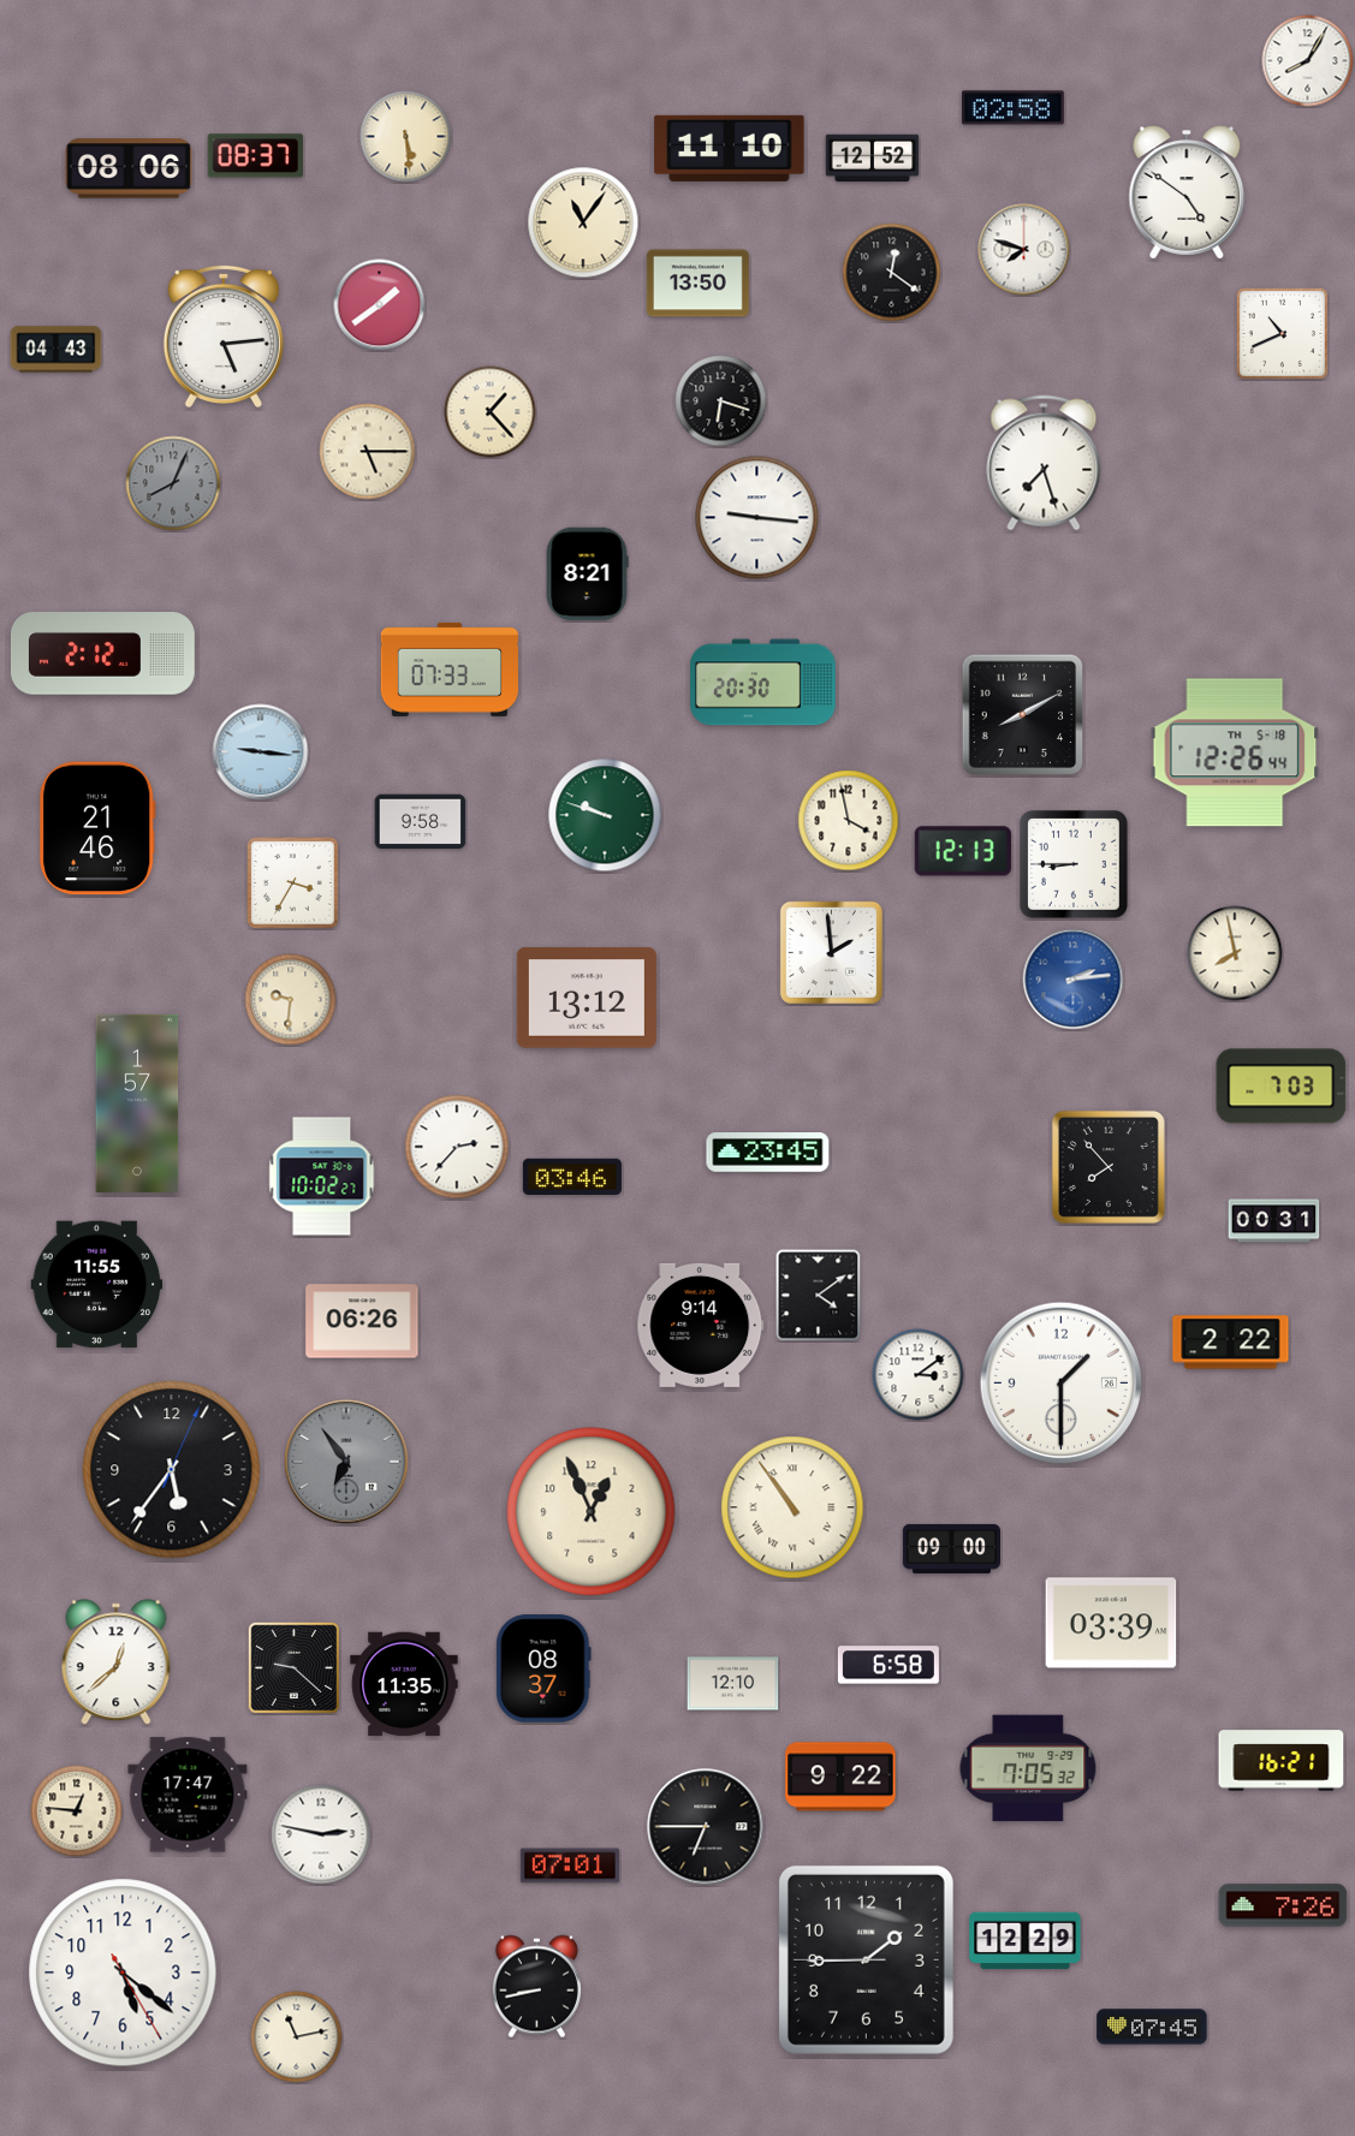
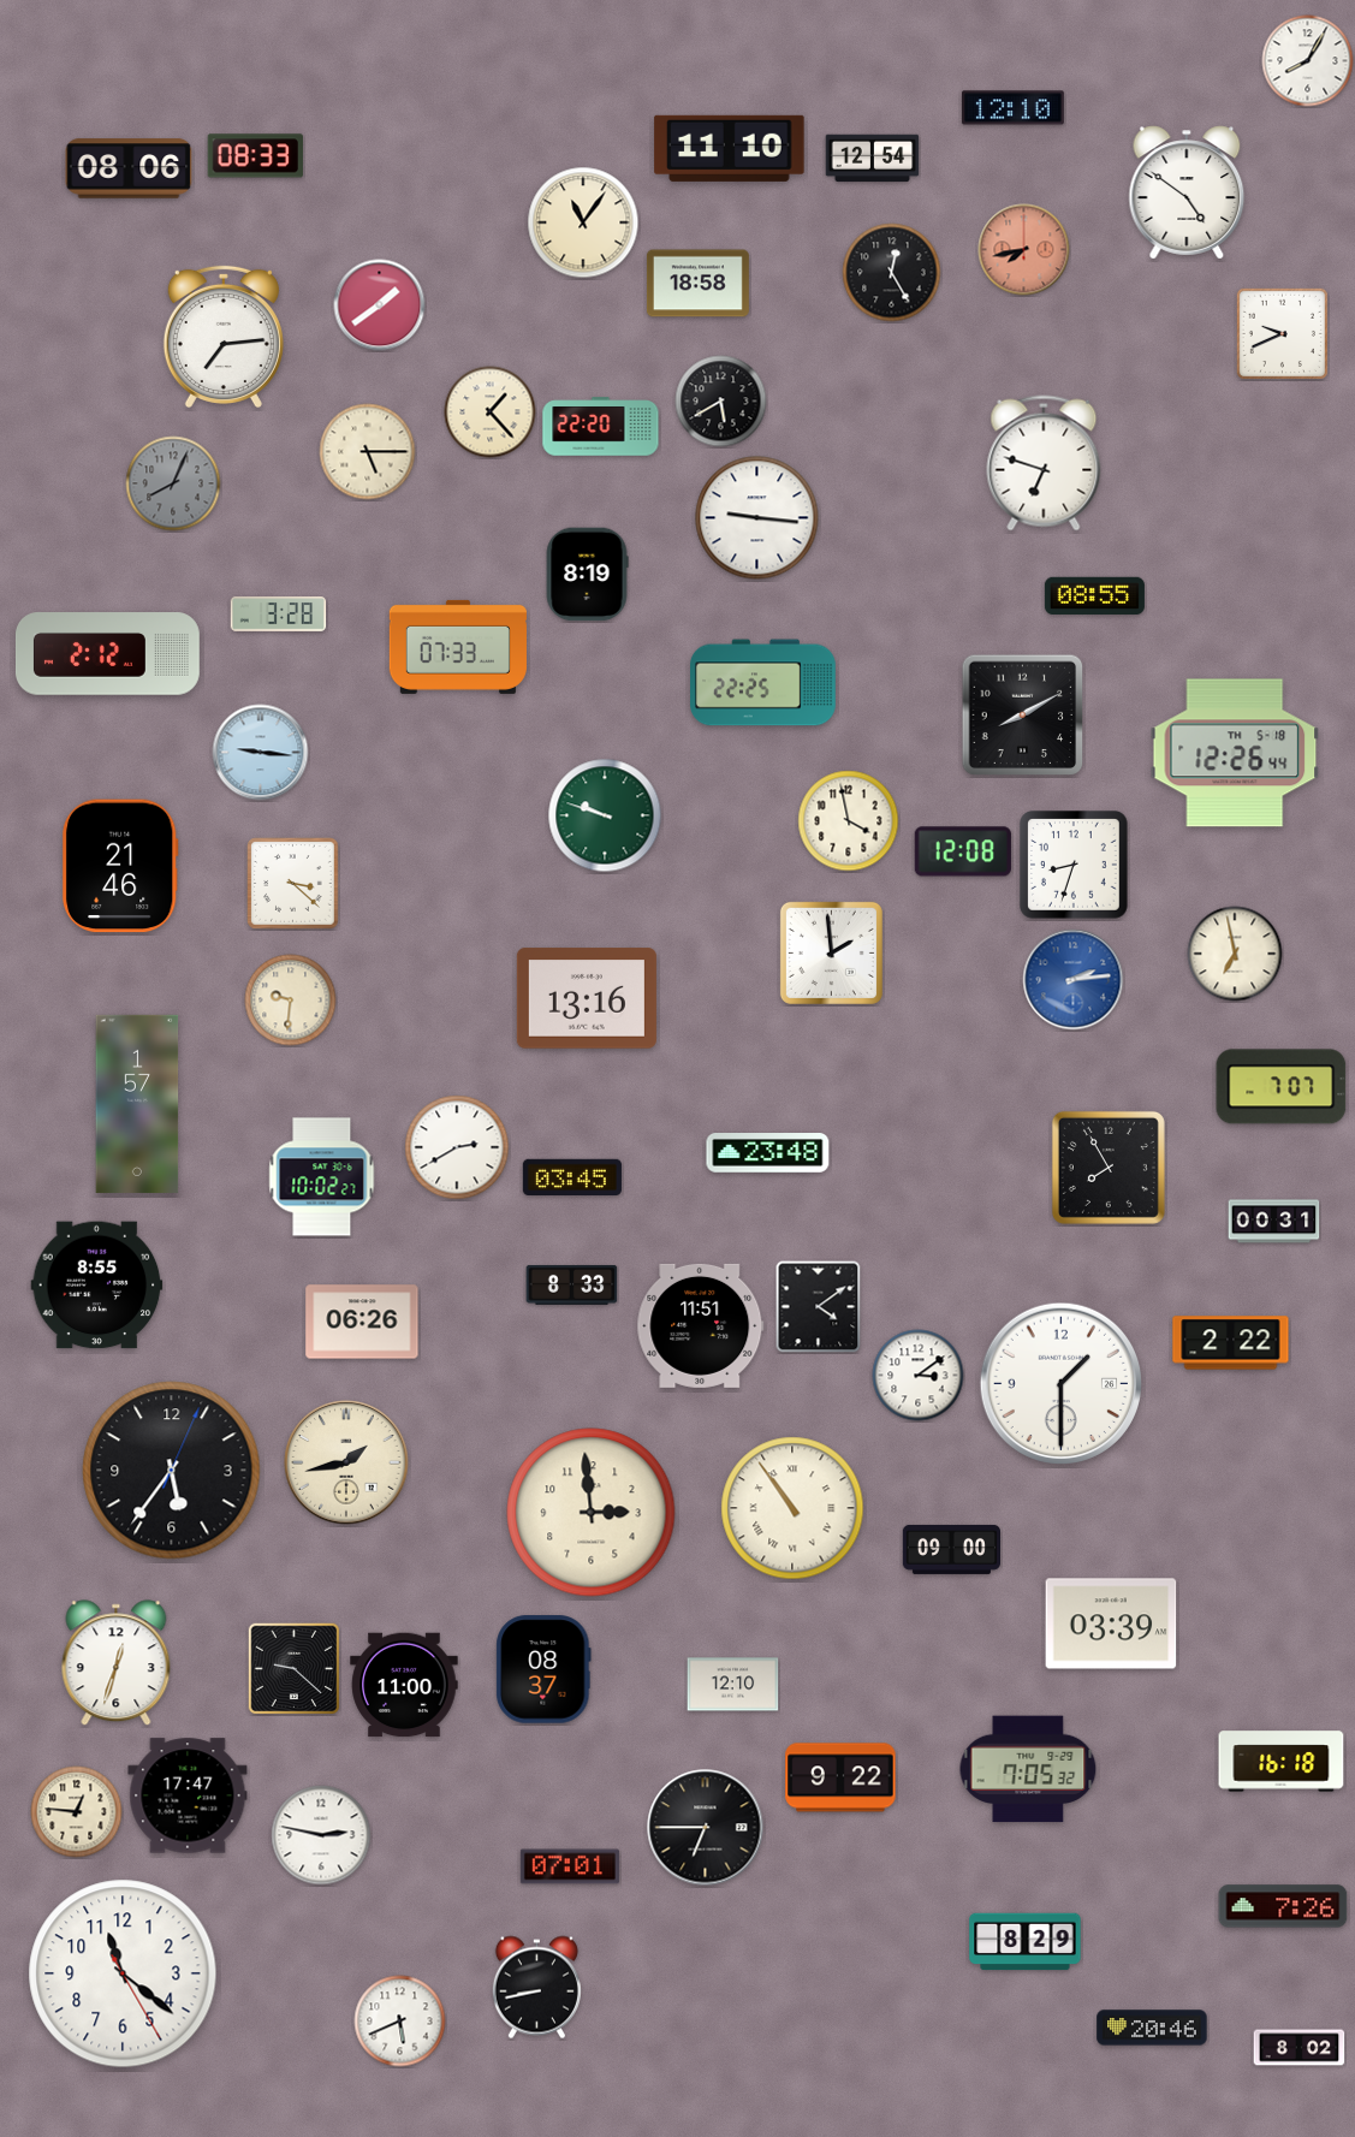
clock at (1012, 108): 02:58 -> 12:10
clock at (406, 137): 5:29 -> none
clock at (255, 156): 08:37 -> 08:33
clock at (873, 159): 12:52 -> 12:54
clock at (1024, 250): 7:48 -> 7:43
clock at (1024, 250) dial: white -> salmon
clock at (892, 273): 12:21 -> 12:25
clock at (697, 284): 13:50 -> 18:58
clock at (1282, 333): 10:41 -> 9:41
clock at (224, 335): 5:14 -> 7:14
clock at (57, 350): 04:43 -> none
clock at (721, 401): 6:18 -> 5:40
clock at (601, 427): none -> 22:20
clock at (1044, 463): 7:27 -> 6:48
clock at (587, 575): 8:21 -> 8:19
clock at (1094, 595): none -> 08:55
clock at (279, 615): none -> 3:28
clock at (102, 654) position: (102, 654) -> (107, 654)
clock at (450, 670) position: (450, 670) -> (458, 647)
clock at (763, 683): 20:30 -> 22:25
clock at (421, 822): 9:58 -> none
clock at (97, 828) position: (97, 828) -> (120, 866)
clock at (963, 851): 12:13 -> 12:08
clock at (1075, 865): 8:45 -> 8:33
clock at (293, 883): 3:35 -> 3:22
clock at (1235, 953): 7:58 -> 6:58
clock at (587, 998): 13:12 -> 13:16
clock at (1282, 1087): 7:03 -> 7:07
clock at (457, 1147): 2:37 -> 2:40
clock at (768, 1153): 23:45 -> 23:48
clock at (1109, 1167): 7:53 -> 7:55
clock at (572, 1177): 03:46 -> 03:45
clock at (572, 1284): none -> 8:33
clock at (97, 1285): 11:55 -> 8:55
clock at (819, 1296) position: (819, 1296) -> (819, 1307)
clock at (701, 1325): 9:14 -> 11:51
clock at (346, 1462): 6:54 -> 1:43
clock at (346, 1462) dial: grey -> cream
clock at (592, 1512): 12:56 -> 2:59
clock at (117, 1662): 12:38 -> 12:33
clock at (889, 1665): 6:58 -> none
clock at (404, 1684): 11:35 -> 11:00
clock at (1282, 1761): 16:21 -> 16:18
clock at (1026, 1941): 12:29 -> 8:29
clock at (866, 1959): 1:44 -> none
clock at (123, 1973): 5:21 -> 11:21
clock at (400, 2022): none -> 5:41
clock at (1152, 2027): 07:45 -> 20:46
clock at (297, 2037): 11:13 -> none
clock at (1300, 2048): none -> 8:02
